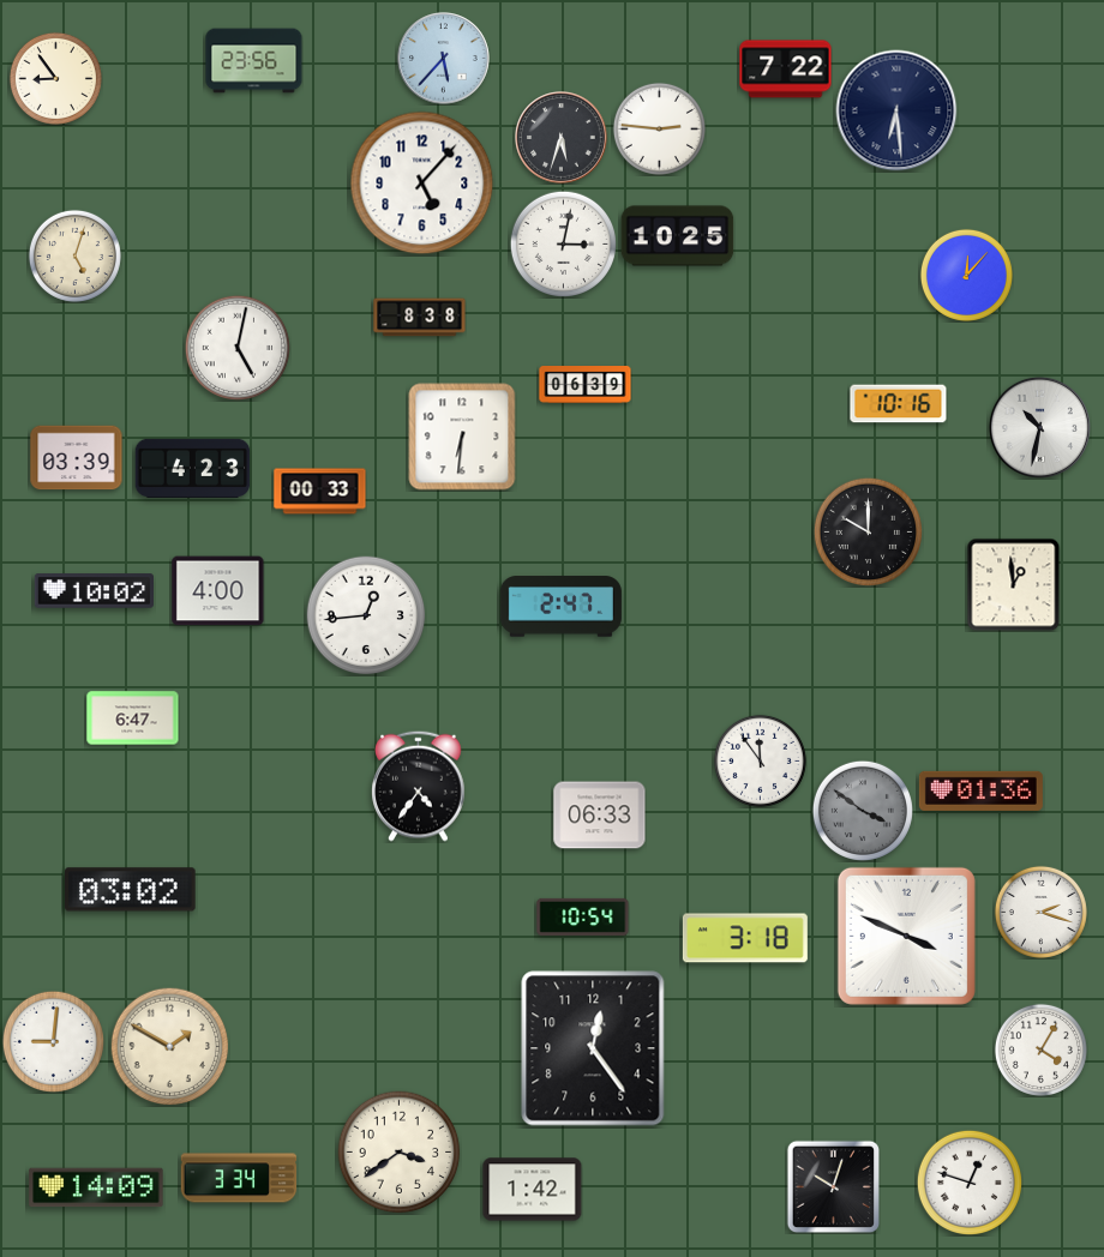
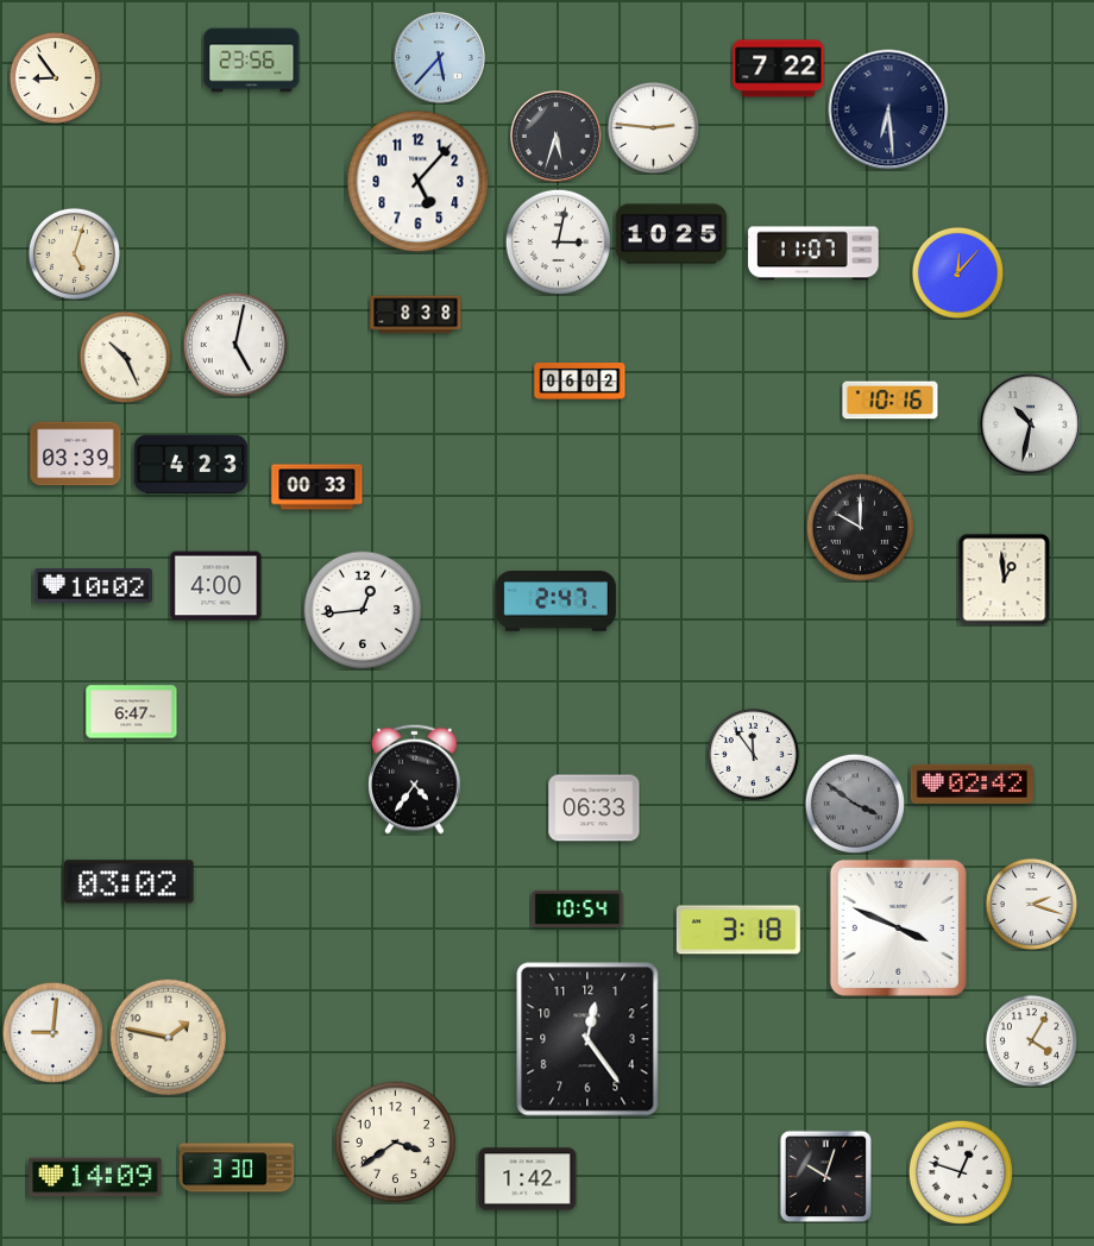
clock at (813, 253): none -> 11:07
clock at (125, 357): none -> 10:26
clock at (586, 385): 06:39 -> 06:02
clock at (462, 437): 6:31 -> none
clock at (980, 790): 01:36 -> 02:42
clock at (170, 1047): 1:50 -> 1:47
clock at (239, 1178): 3:34 -> 3:30
